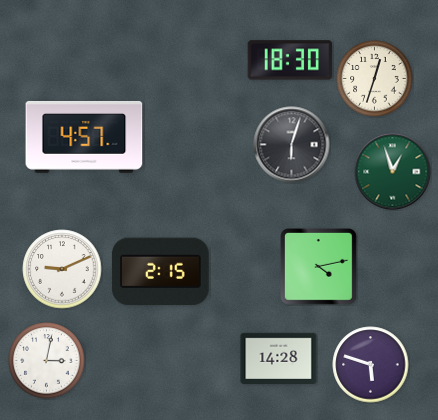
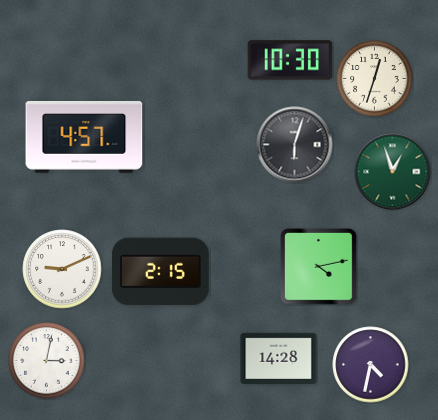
clock at (290, 60): 18:30 -> 10:30
clock at (292, 145) position: (292, 145) -> (295, 145)
clock at (371, 365): 5:48 -> 4:32
